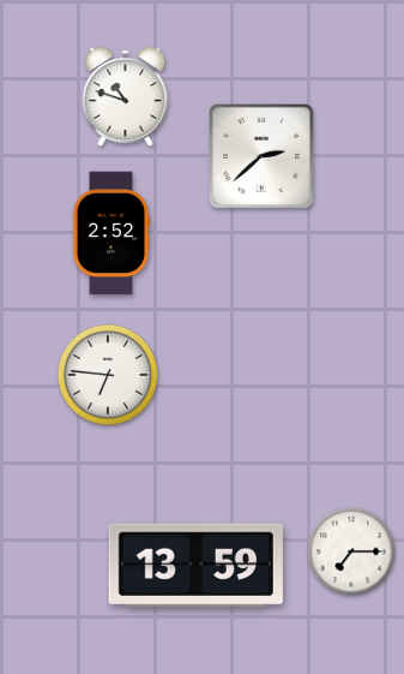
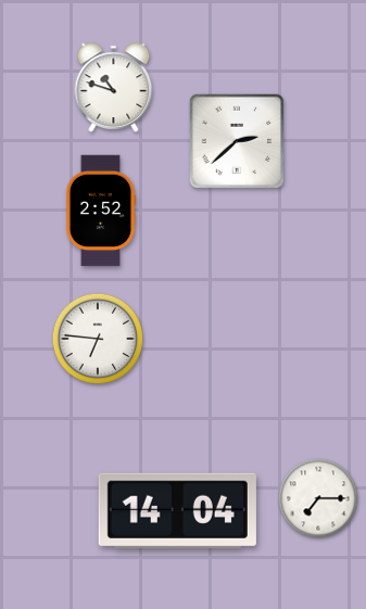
clock at (195, 565): 13:59 -> 14:04
